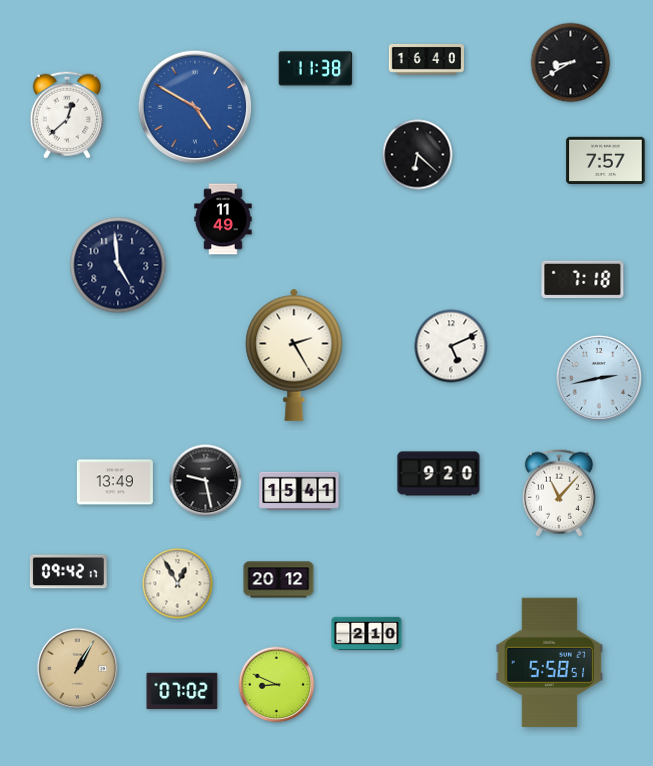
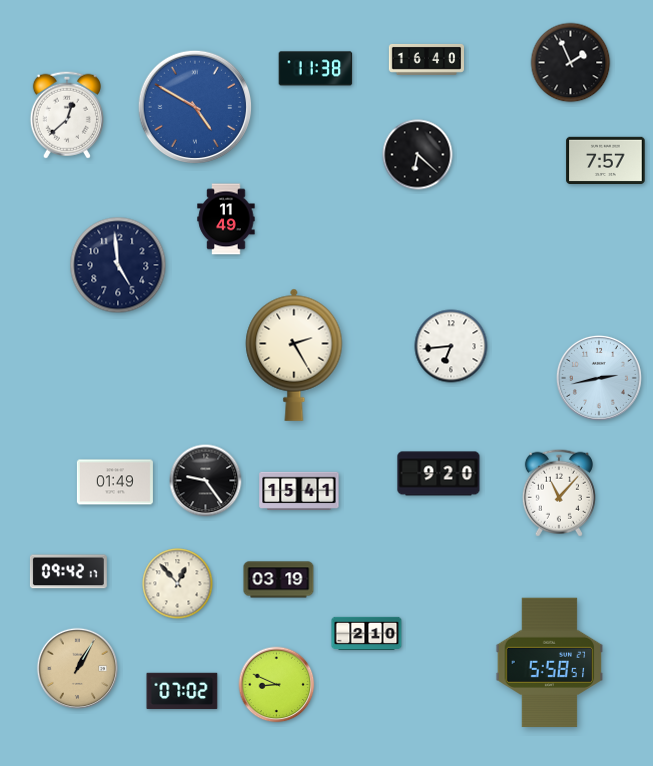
clock at (571, 63): 8:40 -> 1:56
clock at (223, 219) position: (223, 219) -> (226, 219)
clock at (583, 280): 7:18 -> none
clock at (451, 346): 5:11 -> 6:44
clock at (206, 481): 9:28 -> 9:24
clock at (115, 482): 13:49 -> 01:49
clock at (279, 580): 20:12 -> 03:19
clock at (178, 584): 12:55 -> 12:53
